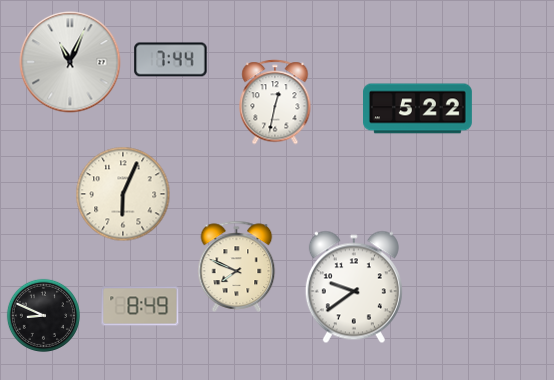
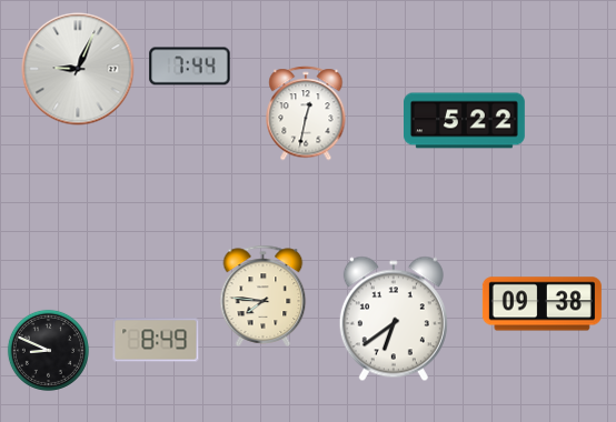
clock at (70, 62): 11:04 -> 9:04
clock at (123, 194): 6:04 -> none
clock at (237, 266): 7:49 -> 7:46
clock at (542, 304): none -> 09:38
clock at (354, 287): 9:39 -> 6:39
